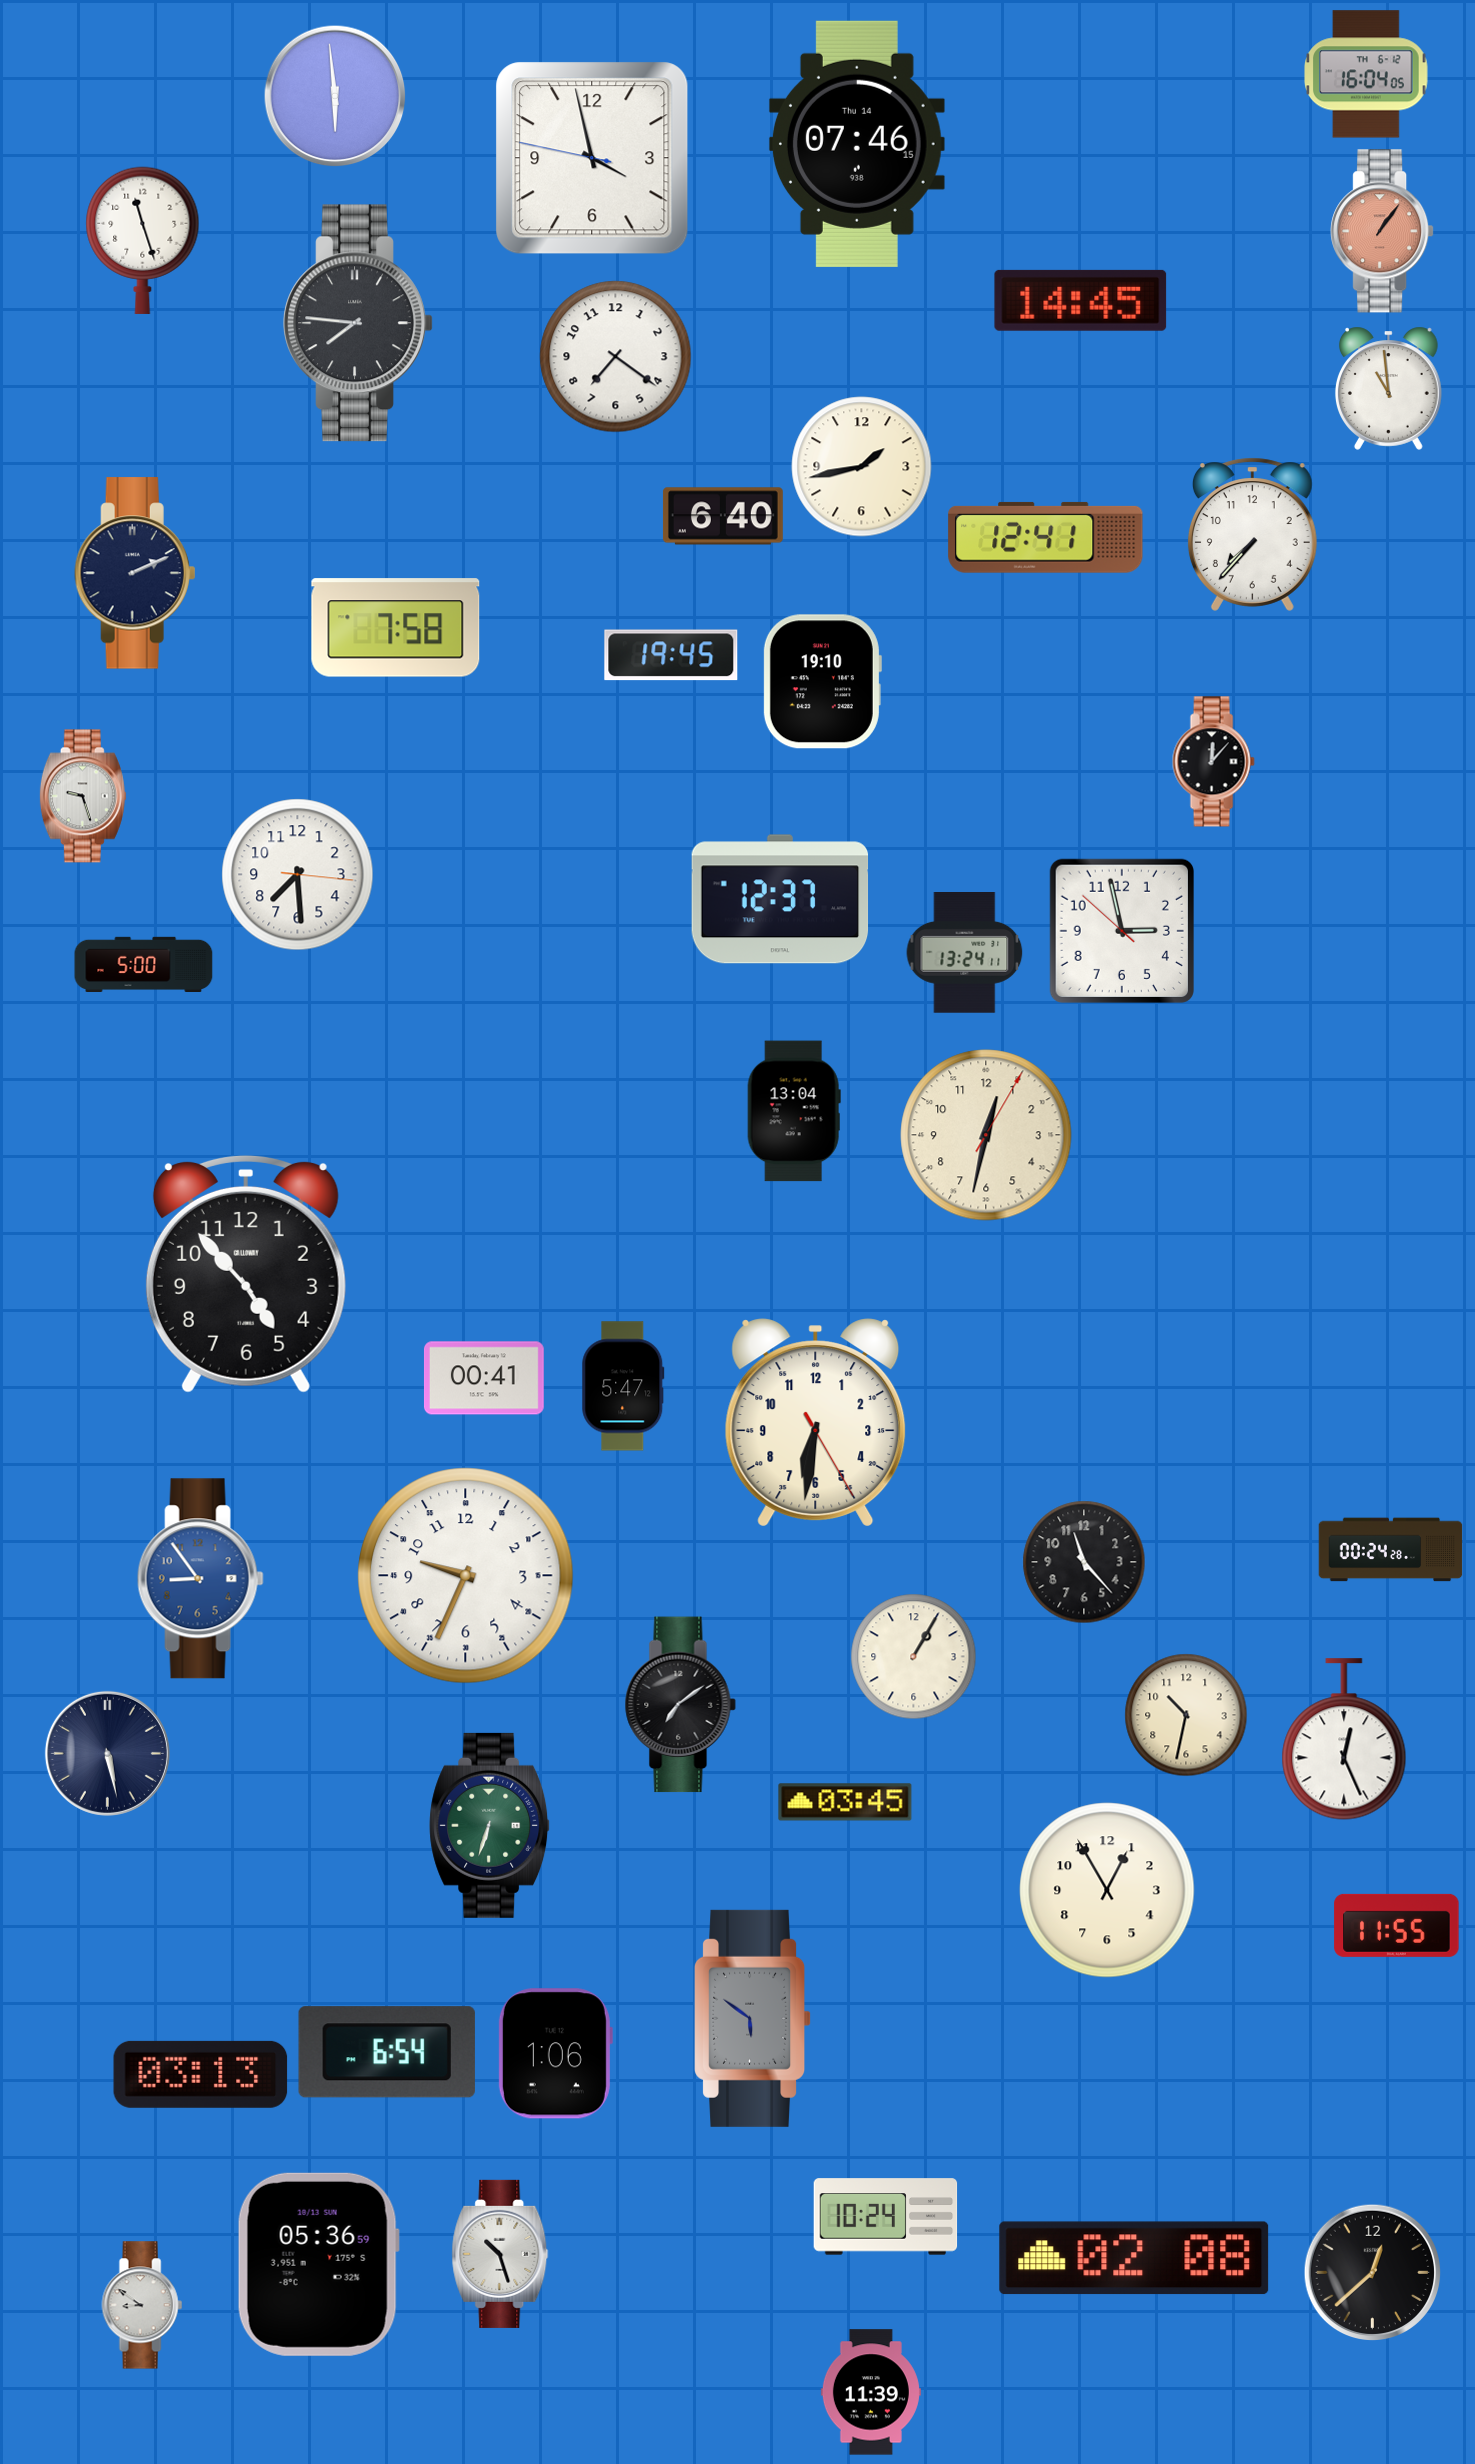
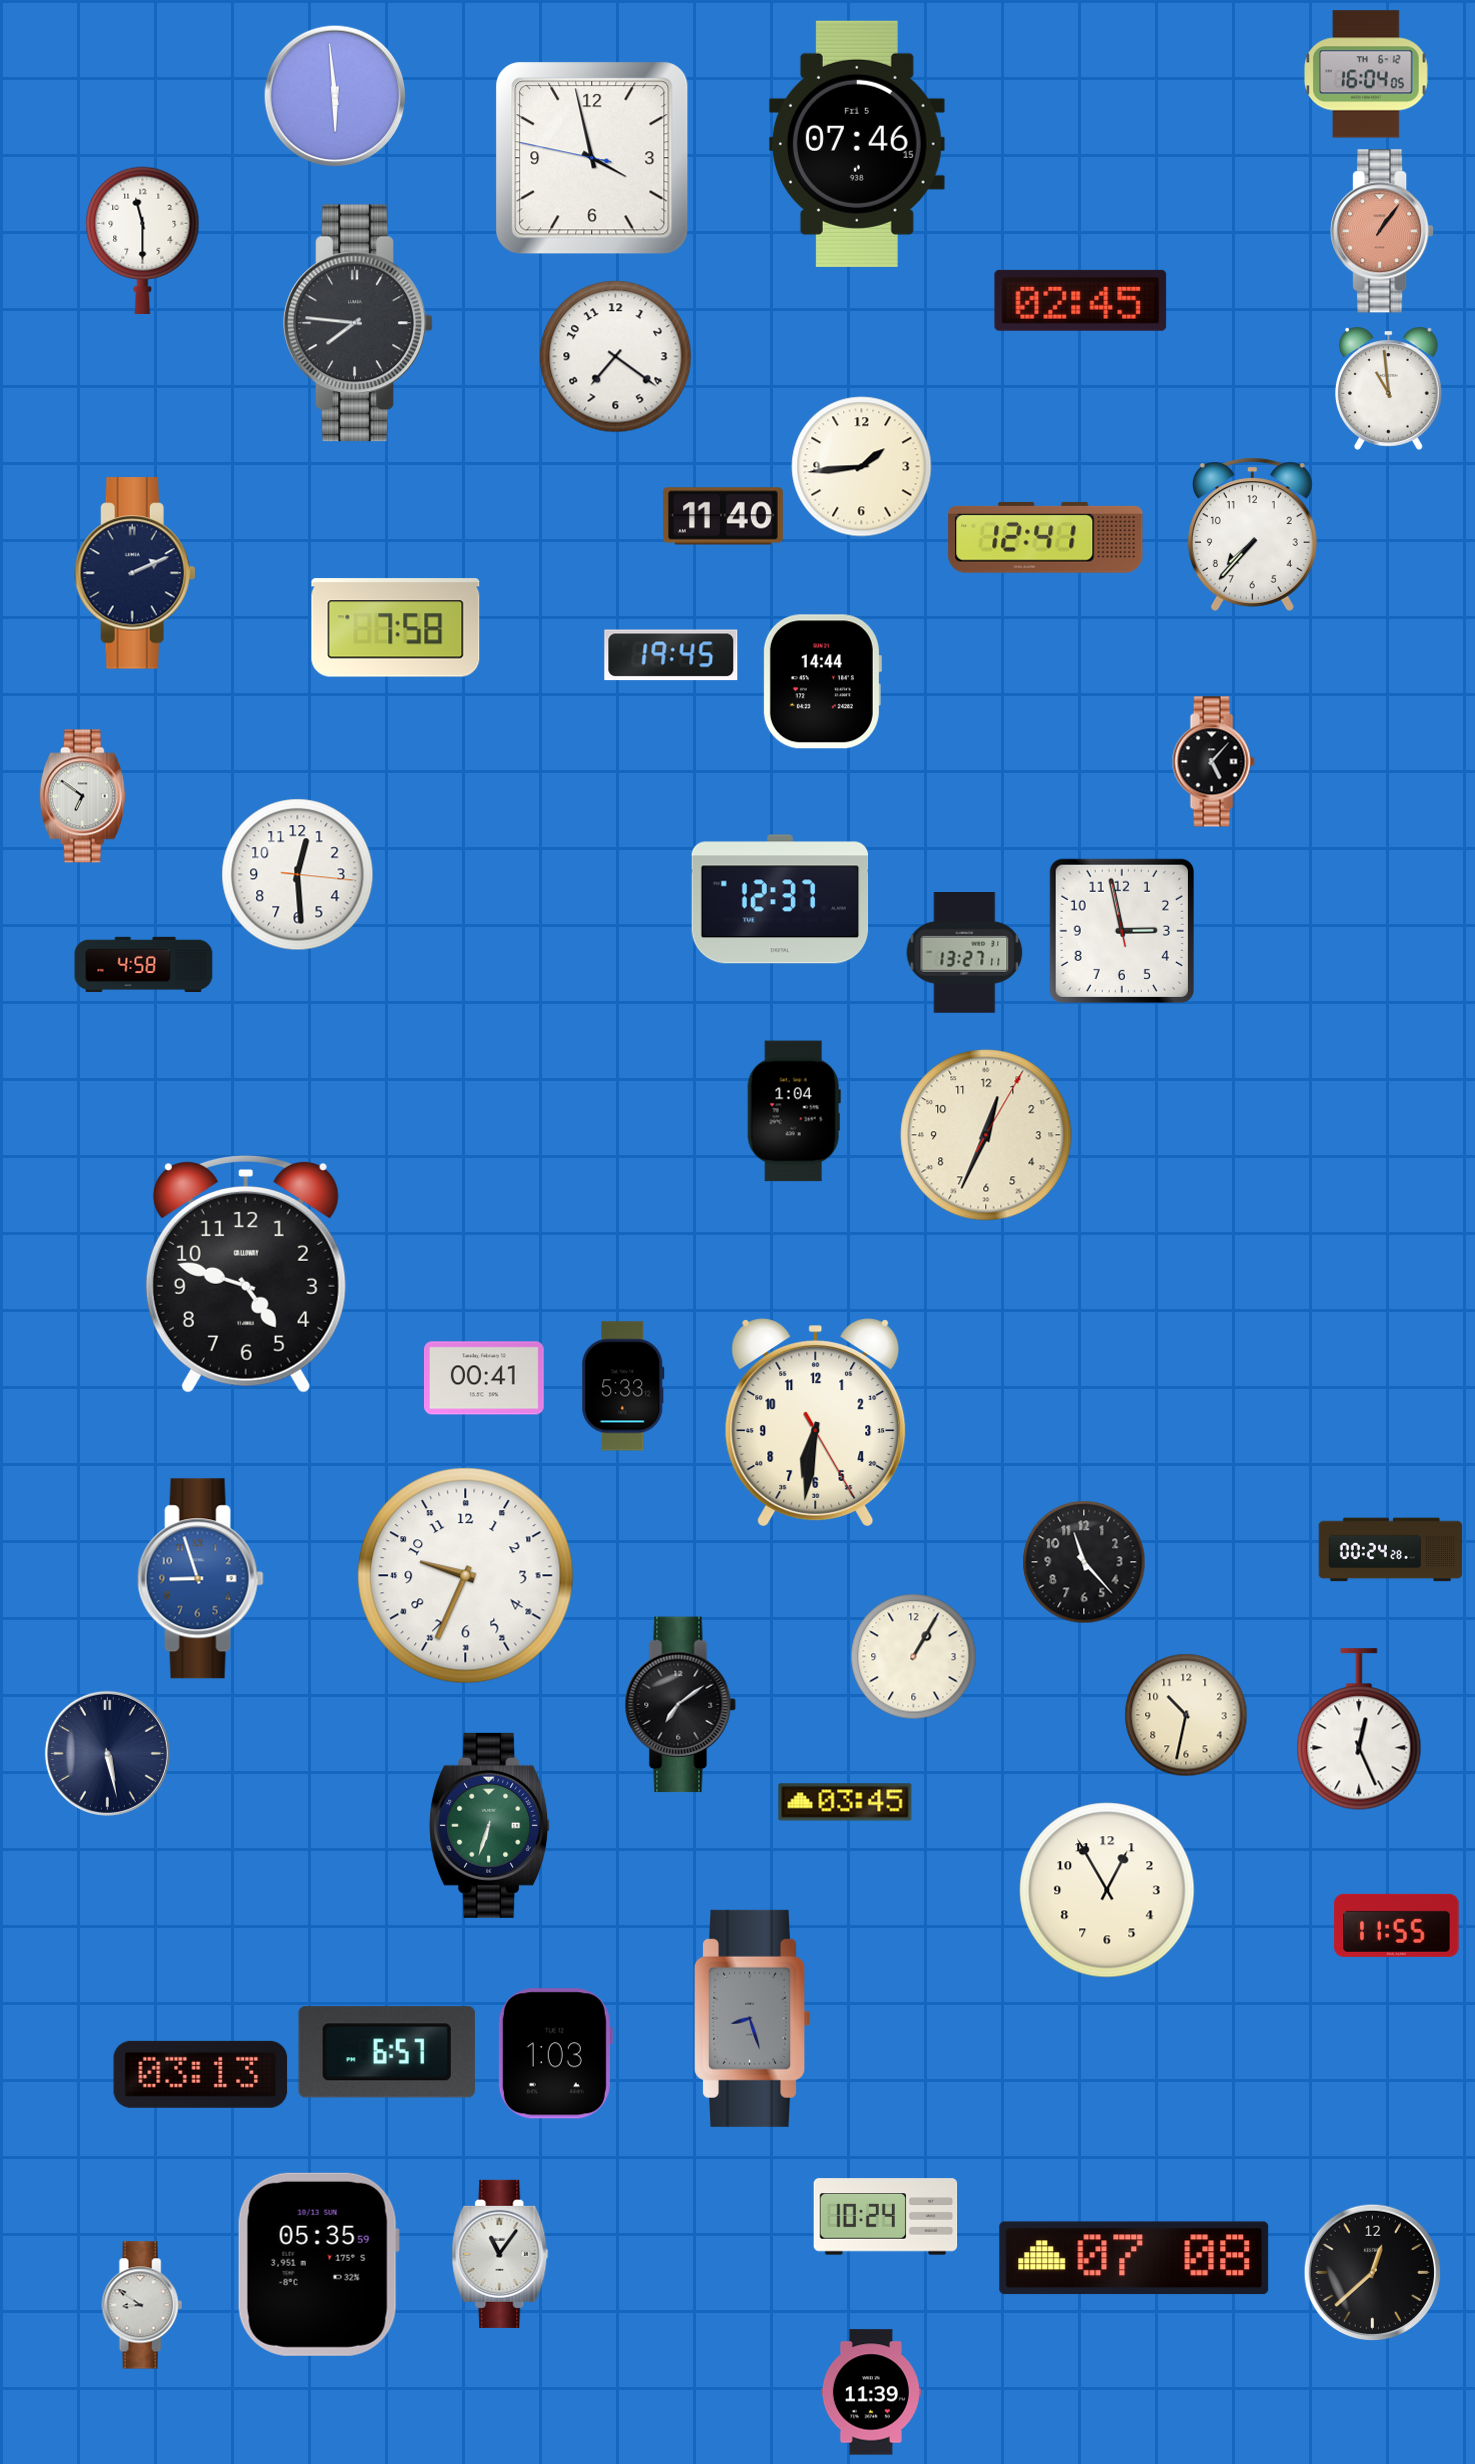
clock at (857, 144) date: Thu 14 -> Fri 5
clock at (143, 240): 11:27 -> 11:30
clock at (1081, 300): 14:45 -> 02:45
clock at (862, 467): 1:43 -> 1:44
clock at (723, 516): 6:40 -> 11:40
clock at (822, 682): 19:10 -> 14:44
clock at (1213, 762): 12:07 -> 5:07
clock at (83, 796): 9:27 -> 6:51
clock at (298, 875): 7:29 -> 12:29
clock at (1122, 931): 2:57:52 -> 2:57:58
clock at (965, 953): 13:24 -> 13:27
clock at (144, 964): 5:00 -> 4:58
clock at (794, 1111): 13:04 -> 1:04
clock at (986, 1135): 12:32 -> 12:34
clock at (246, 1274): 4:53 -> 4:48
clock at (623, 1386): 5:47 -> 5:33
clock at (200, 1579): 8:54 -> 8:57
clock at (1344, 1739) position: (1344, 1739) -> (1359, 1729)
clock at (753, 2018): 5:51 -> 8:27
clock at (387, 2052): 6:54 -> 6:57
clock at (555, 2054): 1:06 -> 1:03
clock at (500, 2254): 10:27 -> 11:06
clock at (1134, 2258): 02:08 -> 07:08
clock at (318, 2264): 05:36 -> 05:35
